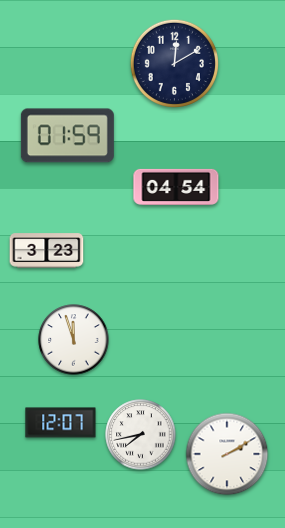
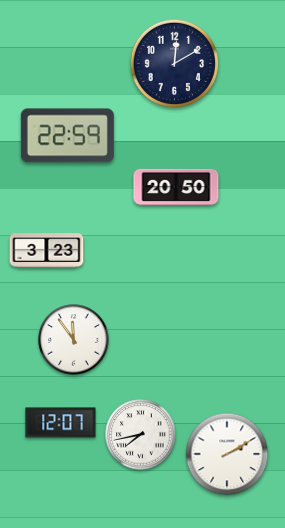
clock at (67, 136): 01:59 -> 22:59
clock at (176, 187): 04:54 -> 20:50
clock at (74, 340): 11:57 -> 11:54
